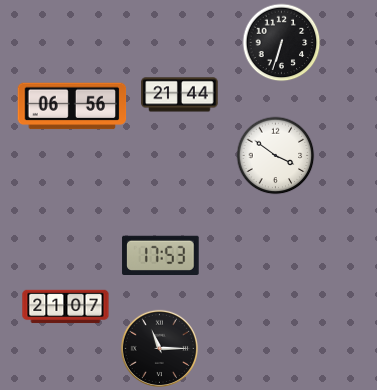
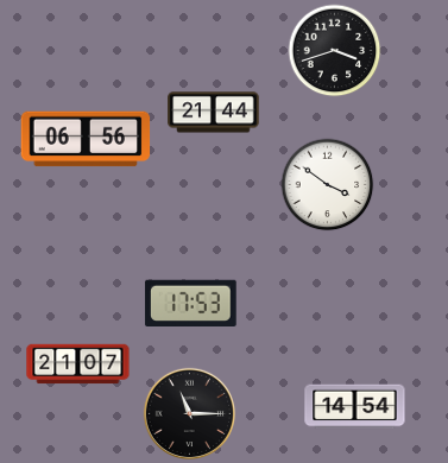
clock at (281, 42): 6:33 -> 3:42
clock at (72, 106) position: (72, 106) -> (86, 139)
clock at (355, 407): none -> 14:54
